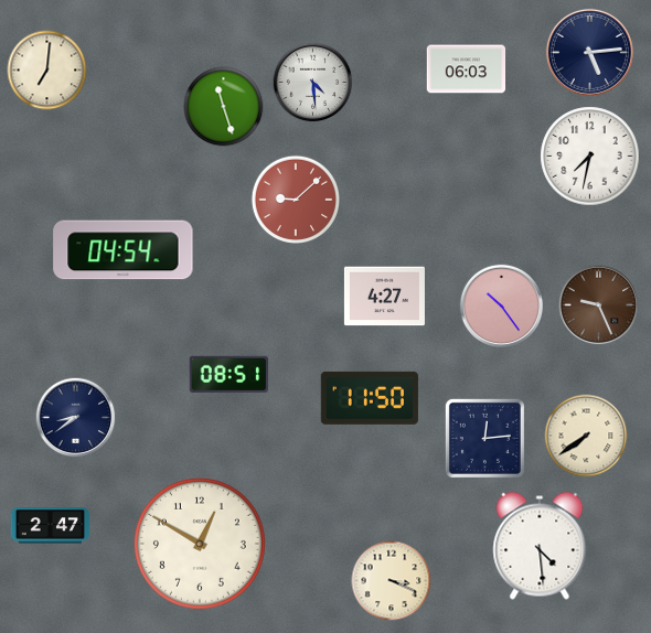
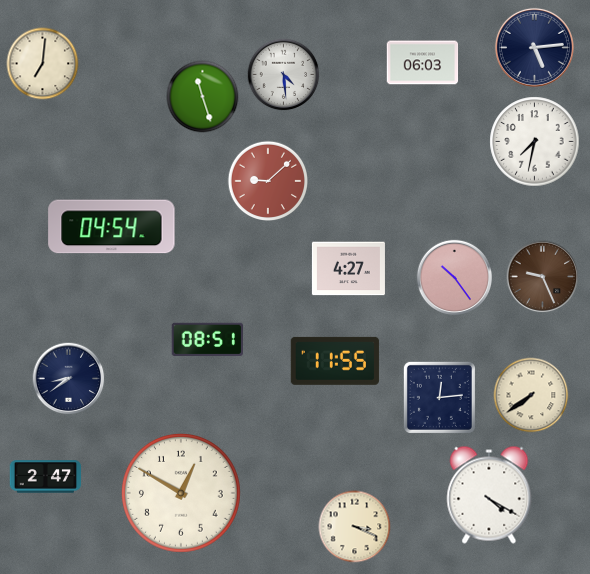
clock at (370, 398): 11:50 -> 11:55
clock at (540, 546): 4:29 -> 4:20
